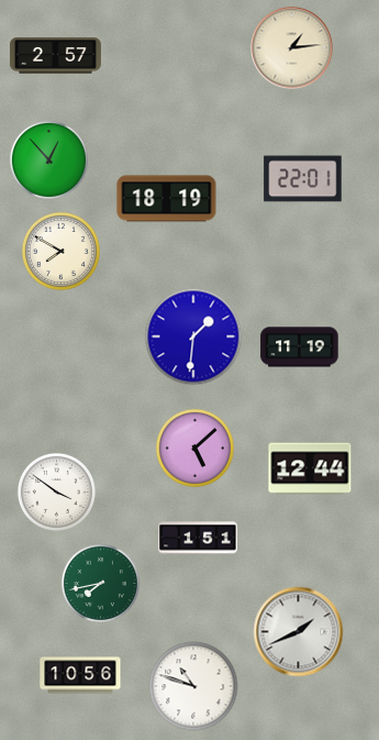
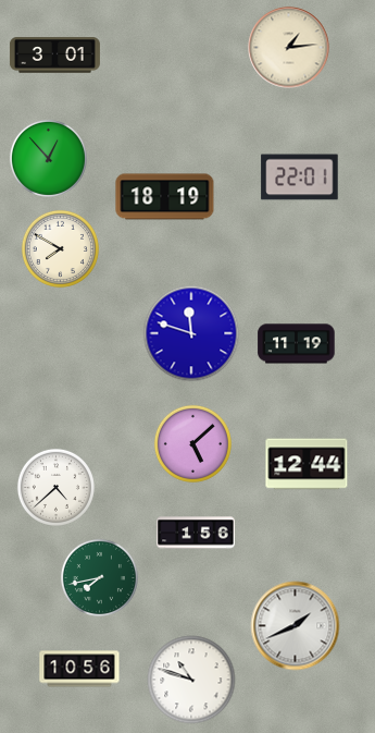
clock at (55, 56): 2:57 -> 3:01
clock at (193, 336): 1:31 -> 11:48
clock at (56, 492): 3:51 -> 4:38
clock at (198, 538): 1:51 -> 1:56
